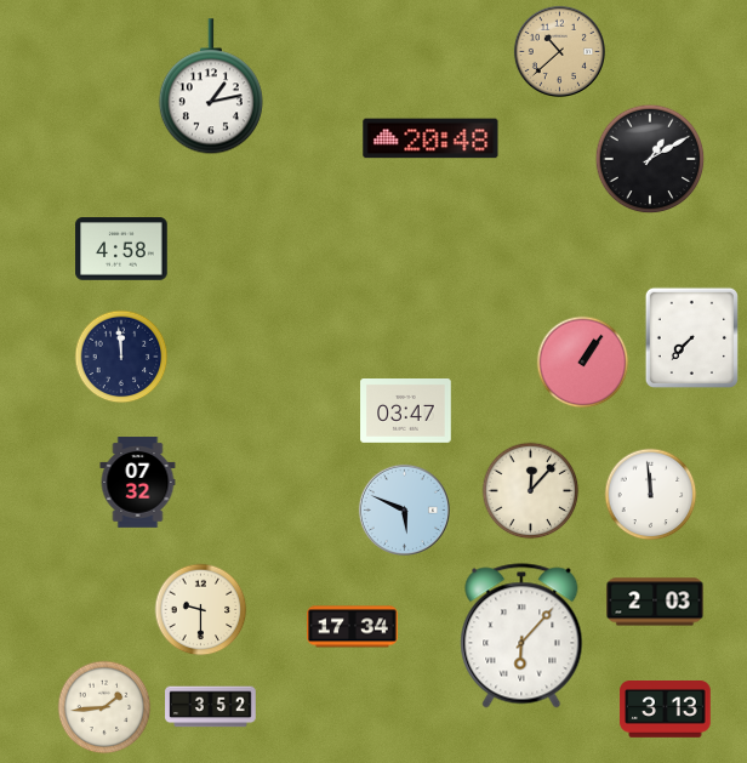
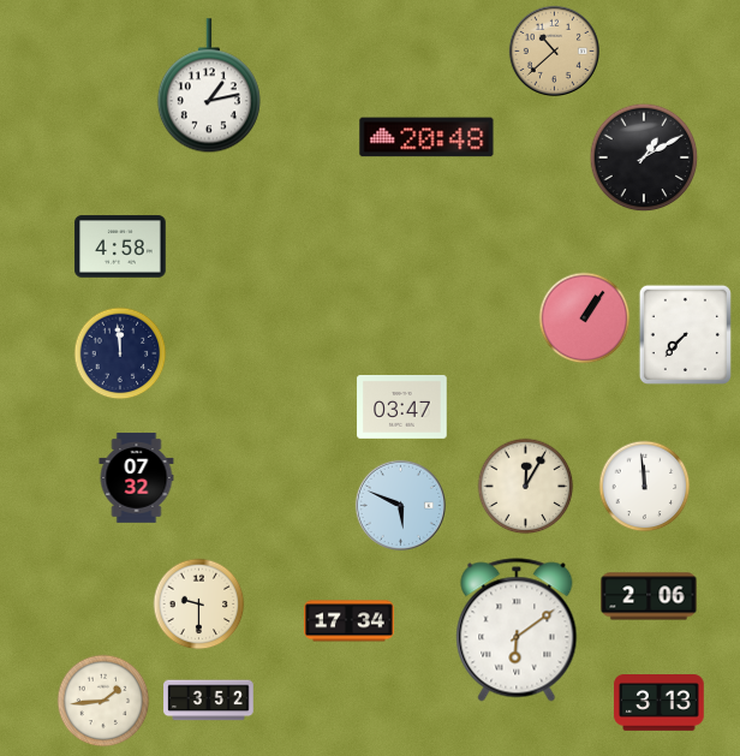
clock at (583, 363) position: (583, 363) -> (585, 319)
clock at (531, 491): 12:07 -> 12:05
clock at (651, 495) position: (651, 495) -> (645, 487)
clock at (655, 602): 2:03 -> 2:06
clock at (521, 636): 6:07 -> 6:09
